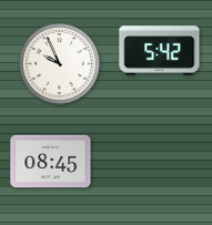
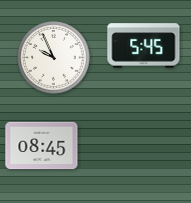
clock at (160, 51): 5:42 -> 5:45
clock at (51, 162) position: (51, 162) -> (42, 146)
